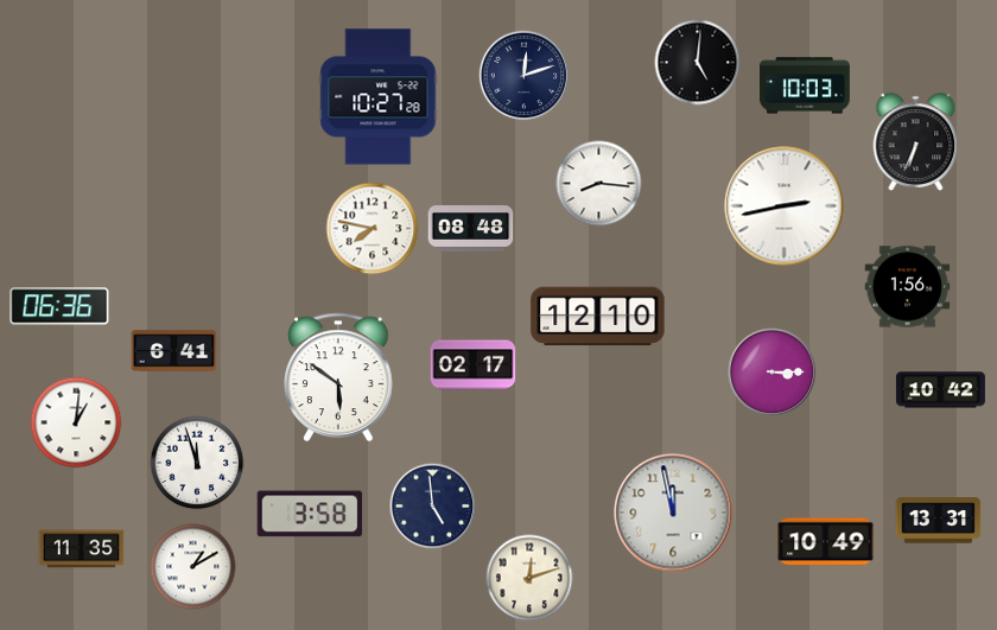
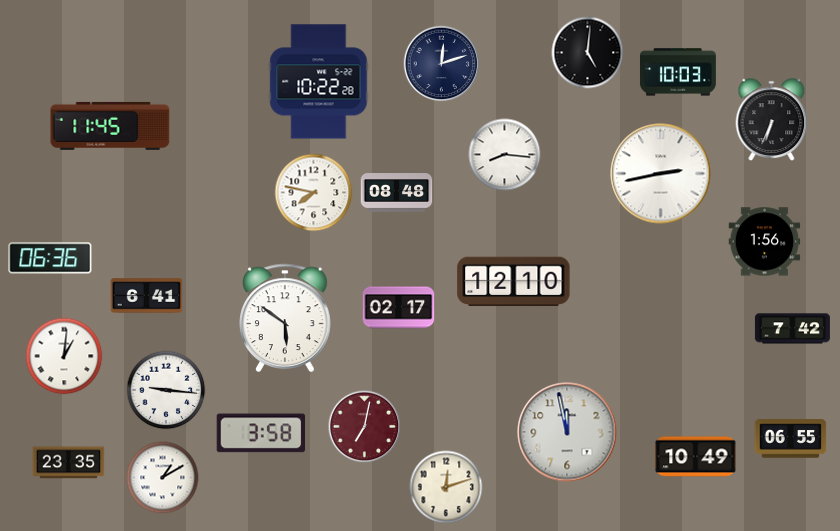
clock at (379, 97): 10:27 -> 10:22
clock at (110, 126): none -> 11:45
clock at (598, 317) position: (598, 317) -> (514, 282)
clock at (773, 373): 3:15 -> none
clock at (940, 390): 10:42 -> 7:42
clock at (197, 463): 11:57 -> 9:16
clock at (433, 507): 4:59 -> 7:02
clock at (433, 507) dial: navy -> burgundy
clock at (939, 521): 13:31 -> 06:55
clock at (82, 549): 11:35 -> 23:35
